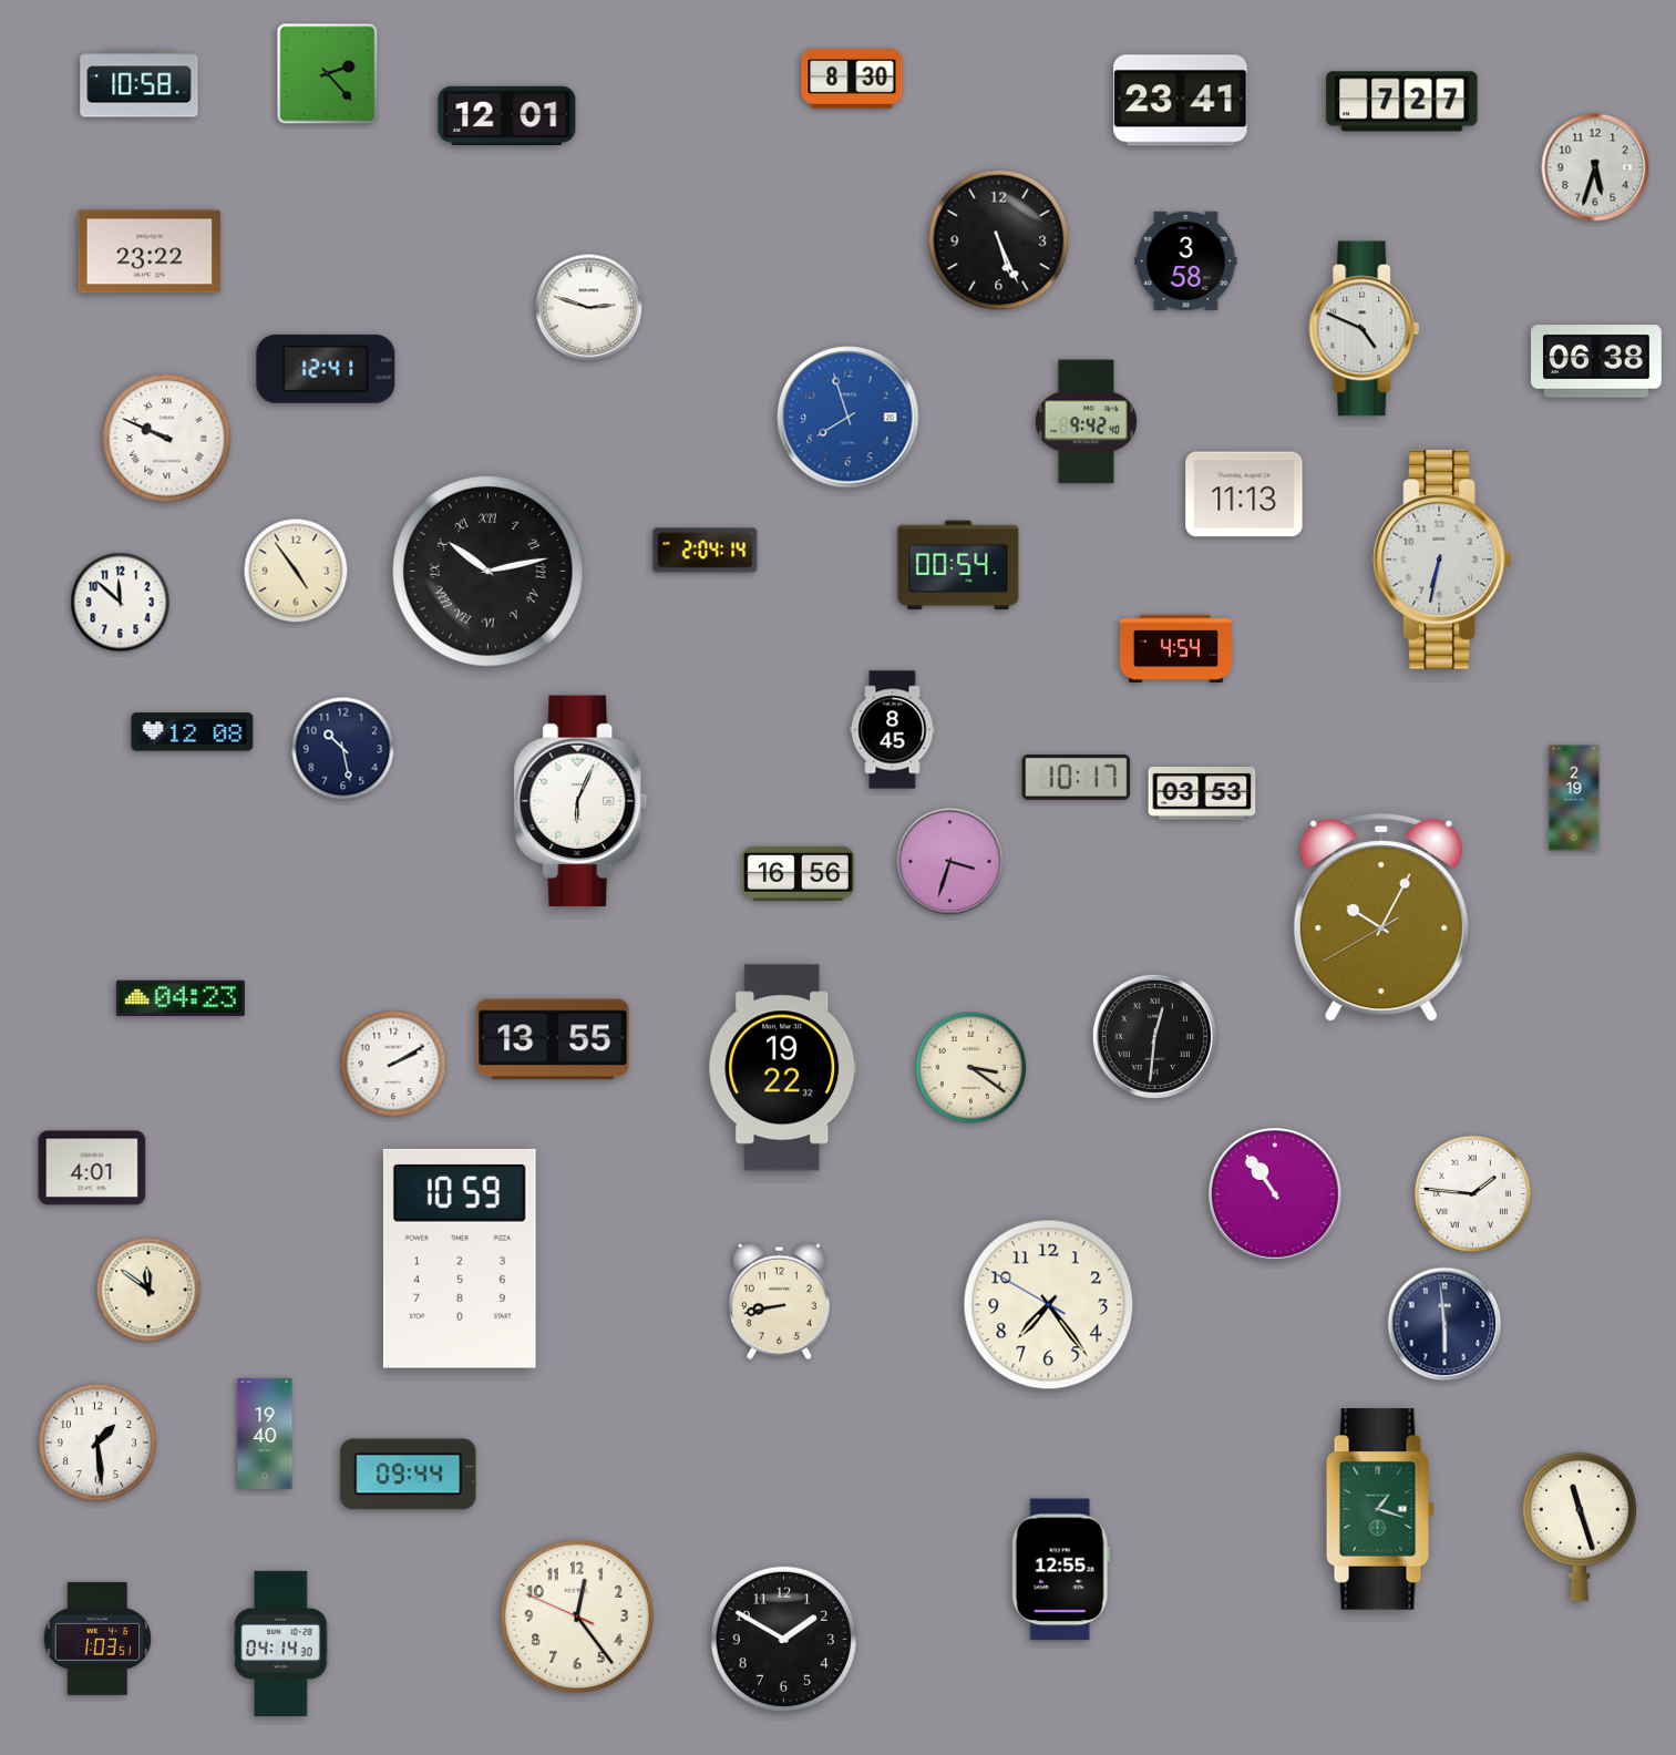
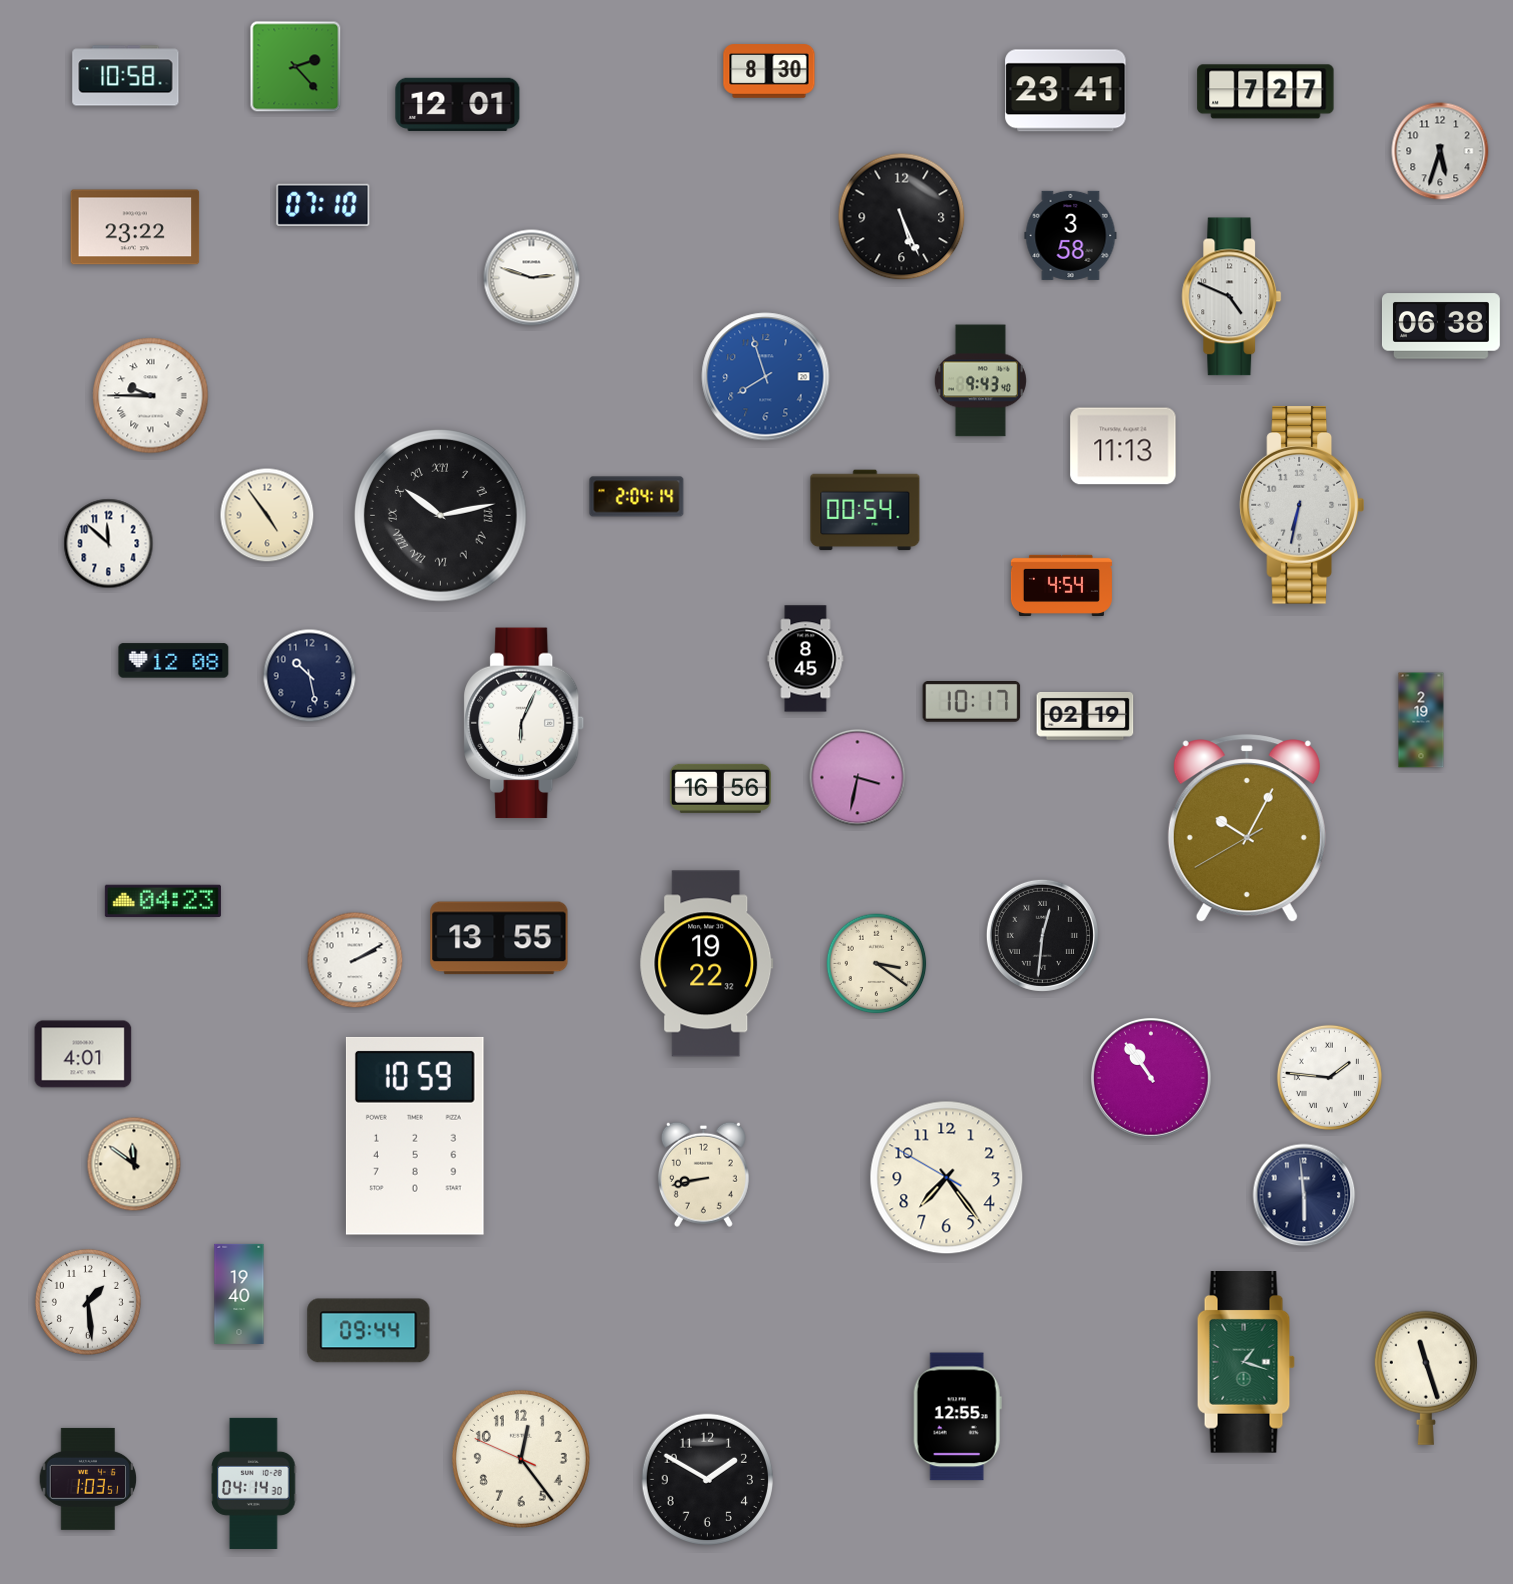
clock at (323, 205): none -> 07:10
clock at (326, 369): 12:41 -> none
clock at (1086, 422): 9:42 -> 9:43
clock at (167, 439): 9:49 -> 9:45
clock at (1202, 793): 03:53 -> 02:19
clock at (950, 862): 3:33 -> 3:32
